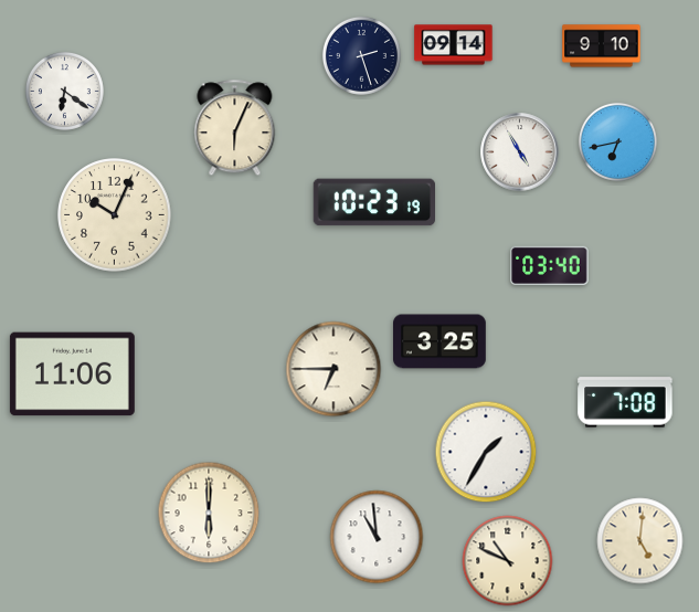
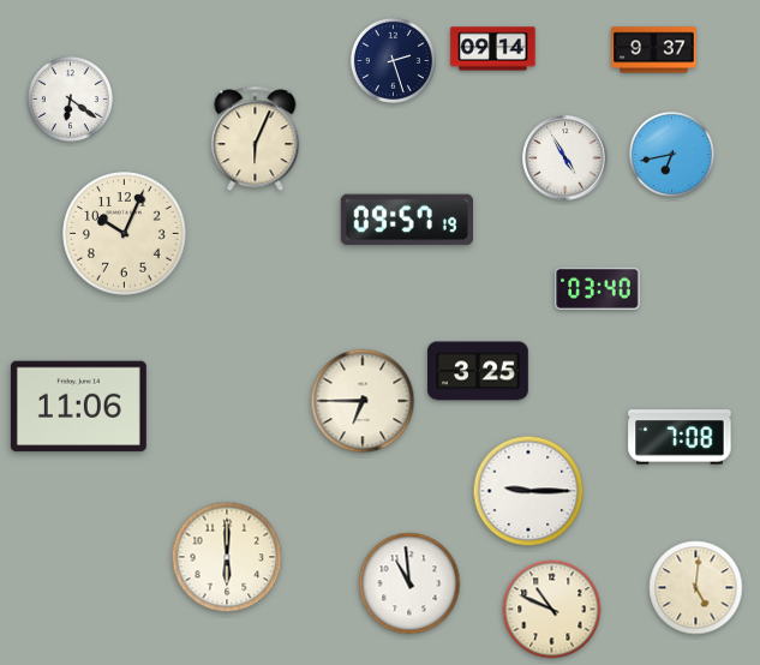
clock at (602, 46): 9:10 -> 9:37
clock at (520, 152) position: (520, 152) -> (565, 158)
clock at (373, 202): 10:23 -> 09:57
clock at (486, 452): 1:35 -> 9:15
